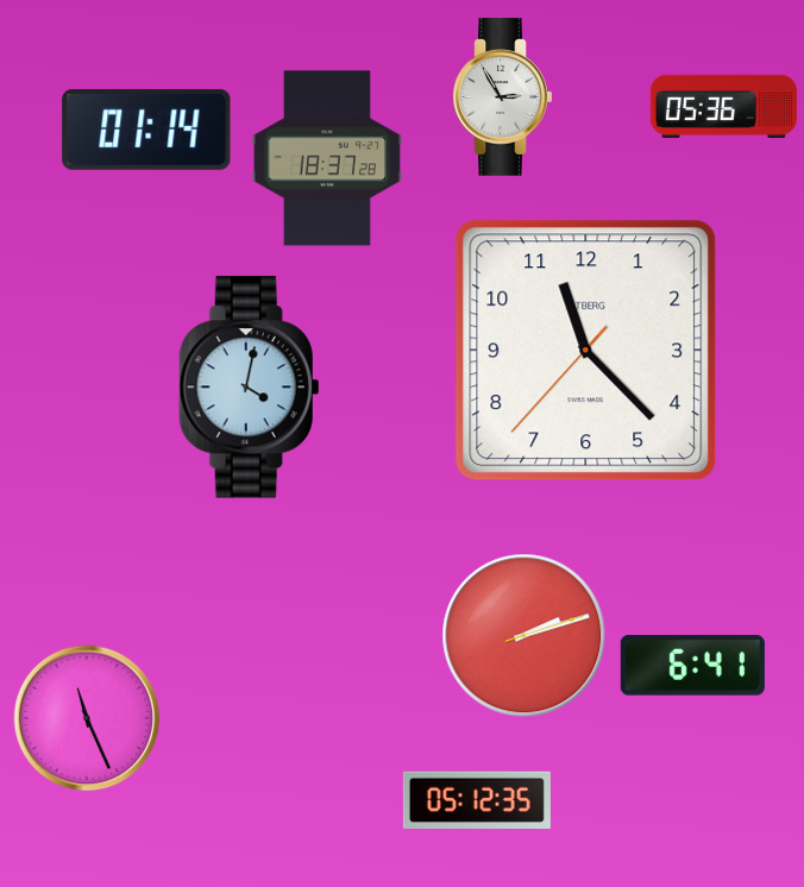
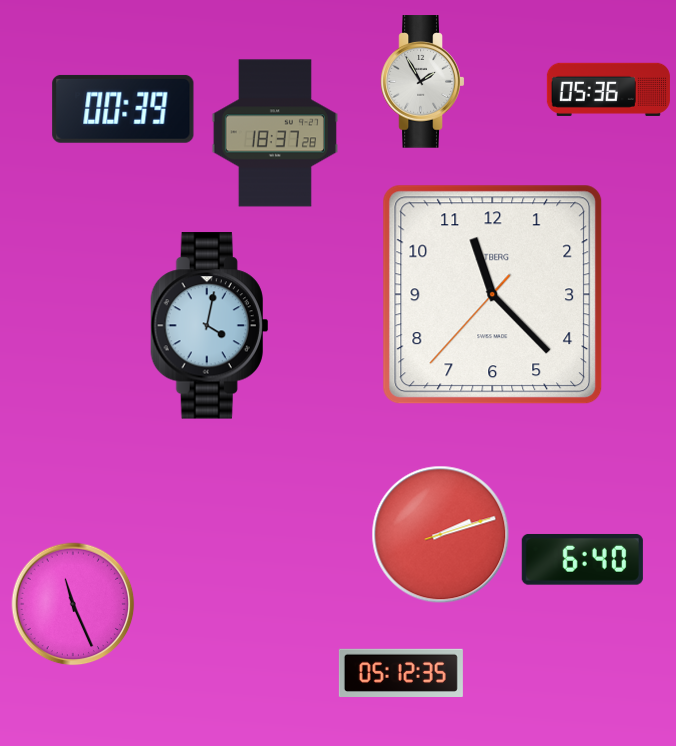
clock at (503, 97): 2:55 -> 1:55
clock at (146, 130): 01:14 -> 00:39
clock at (692, 666): 6:41 -> 6:40
